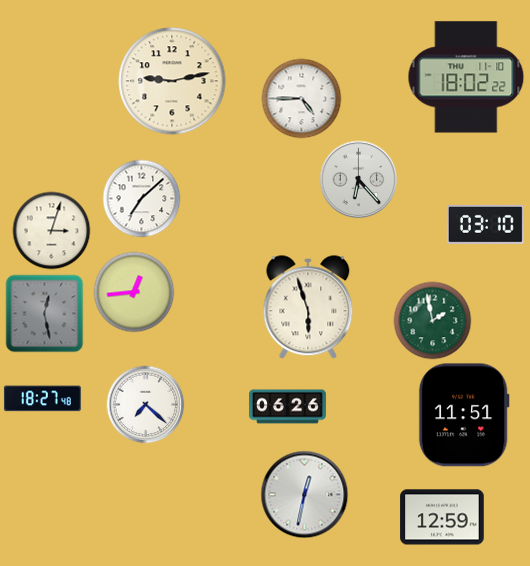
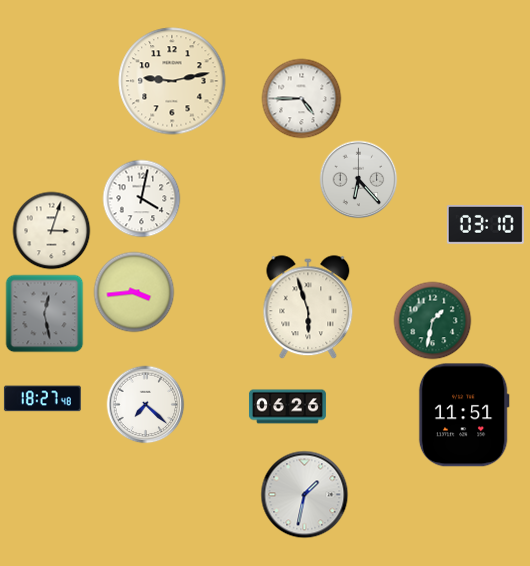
clock at (466, 77): 18:02 -> none
clock at (141, 198): 7:08 -> 4:02
clock at (134, 292): 12:44 -> 3:44
clock at (432, 320): 1:58 -> 1:32
clock at (304, 494): 12:32 -> 1:32
clock at (442, 517): 12:59 -> none
